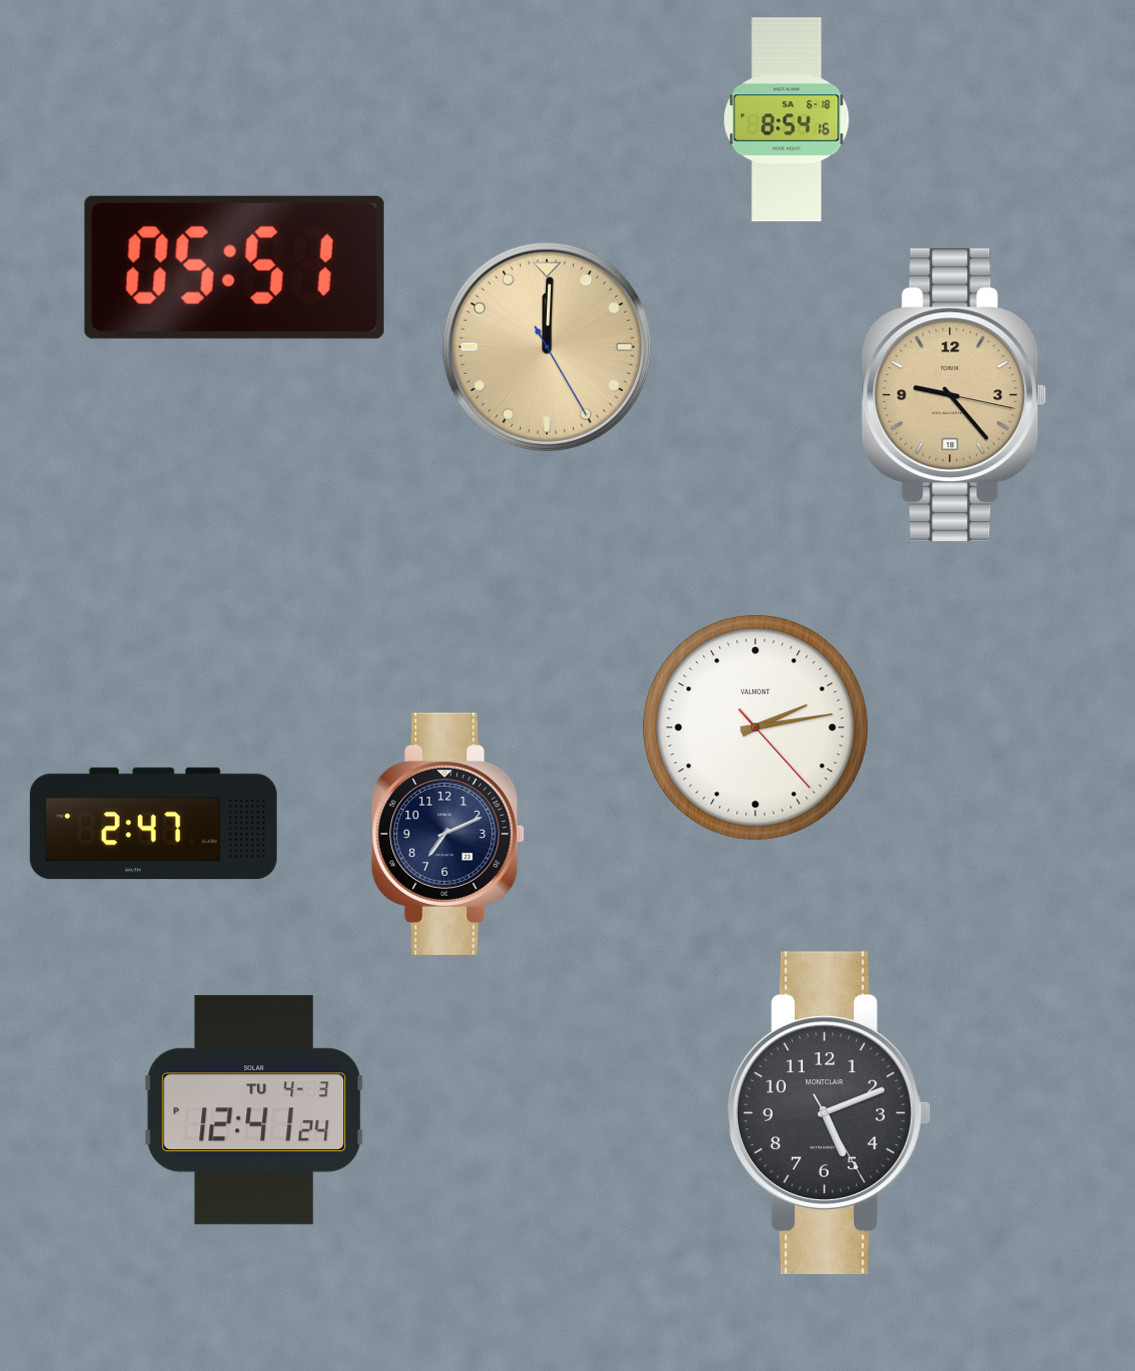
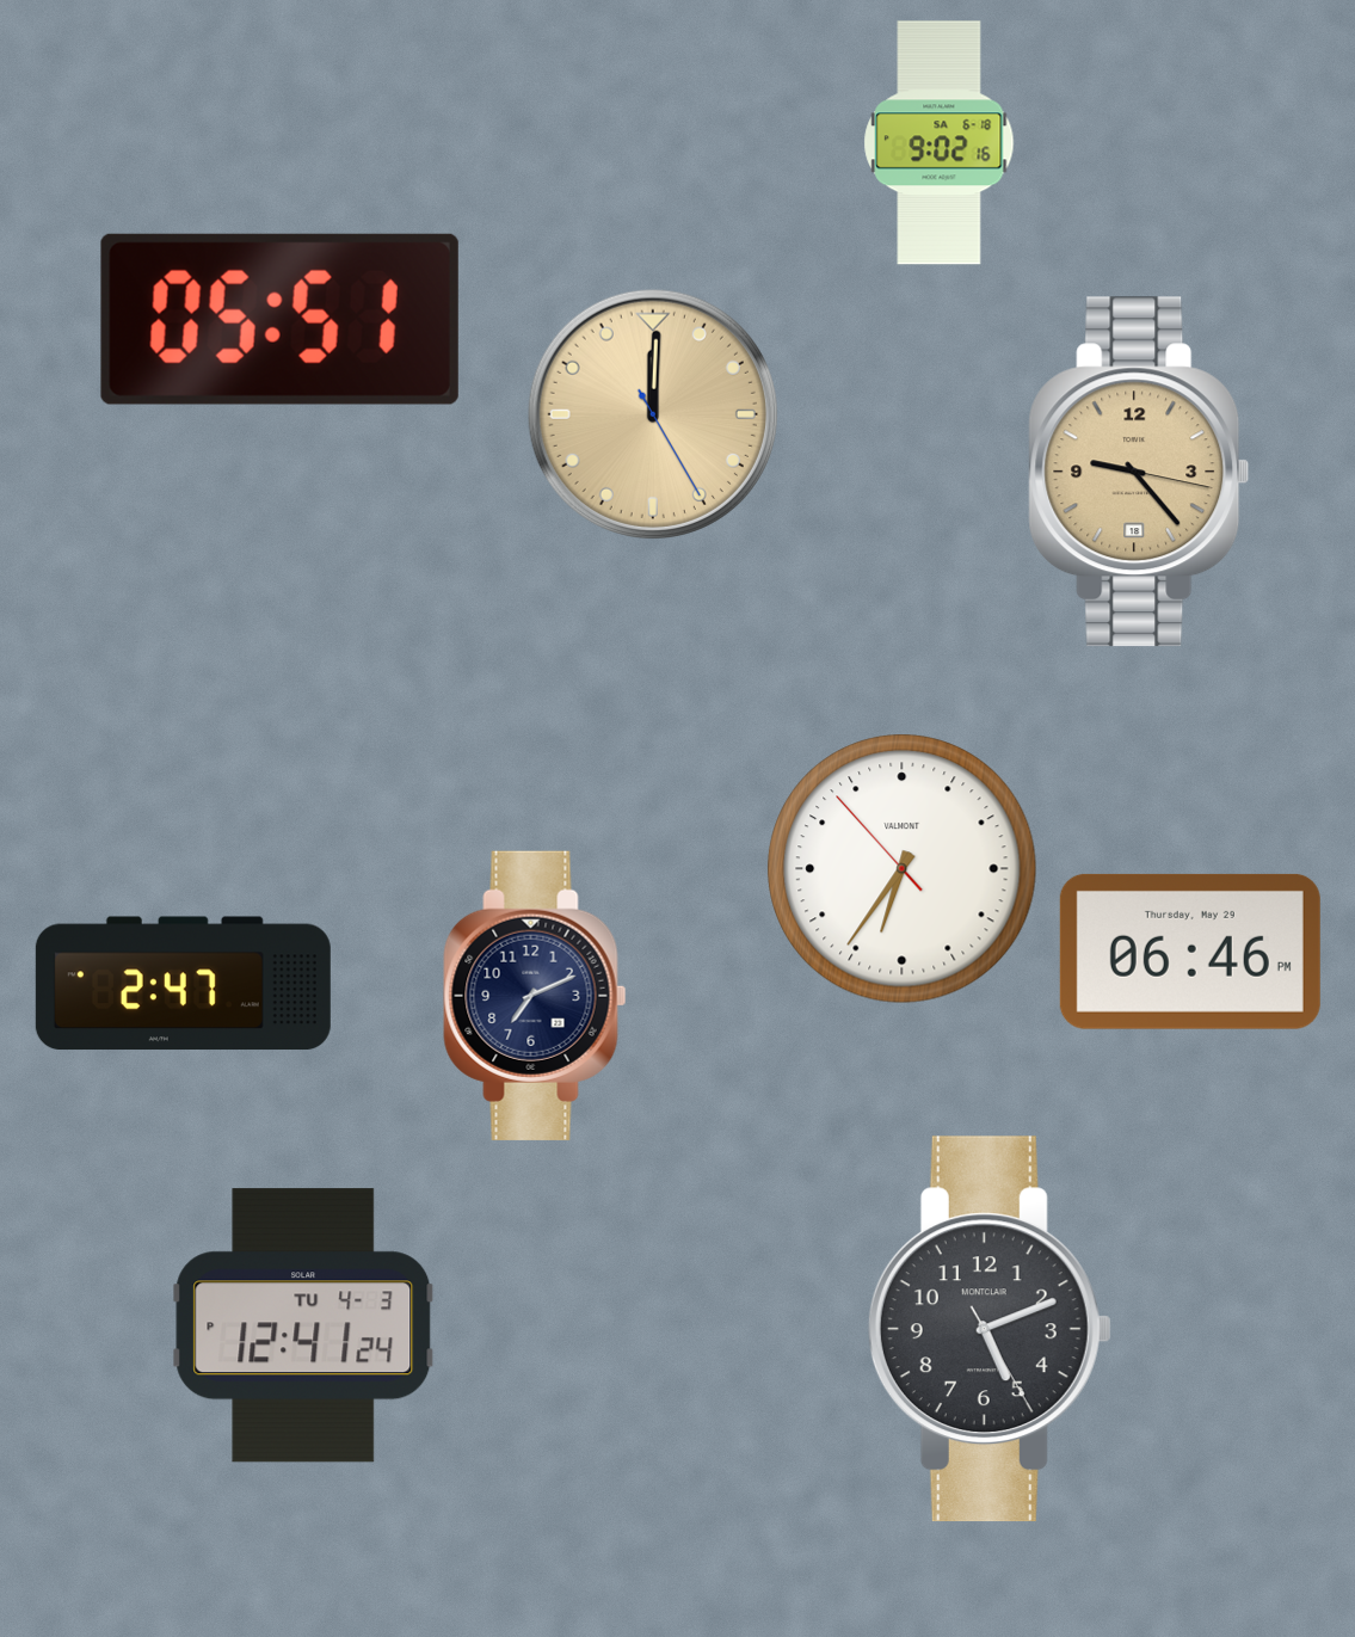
clock at (787, 120): 8:54 -> 9:02
clock at (756, 728): 2:13 -> 6:35
clock at (1190, 952): none -> 06:46
